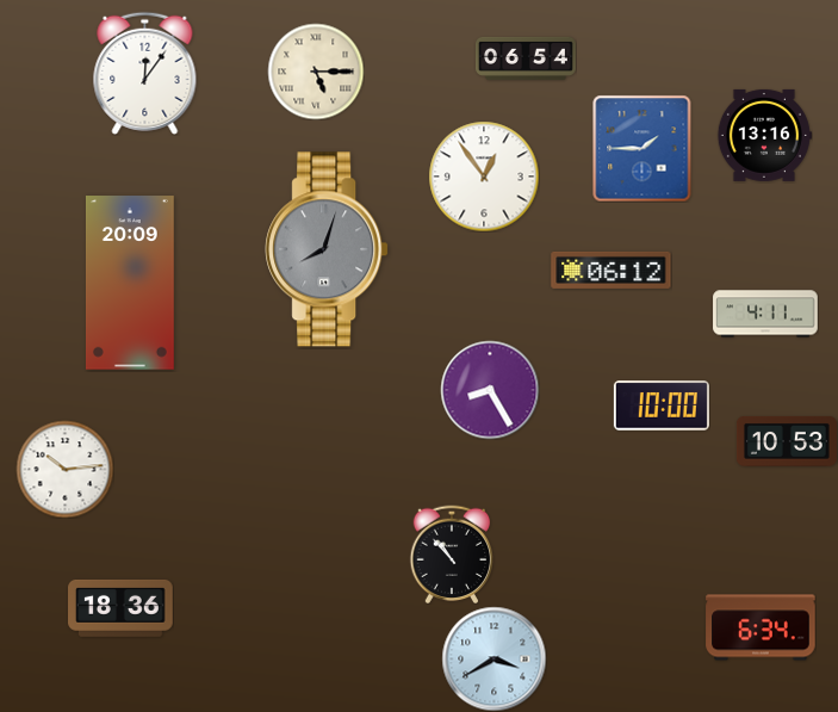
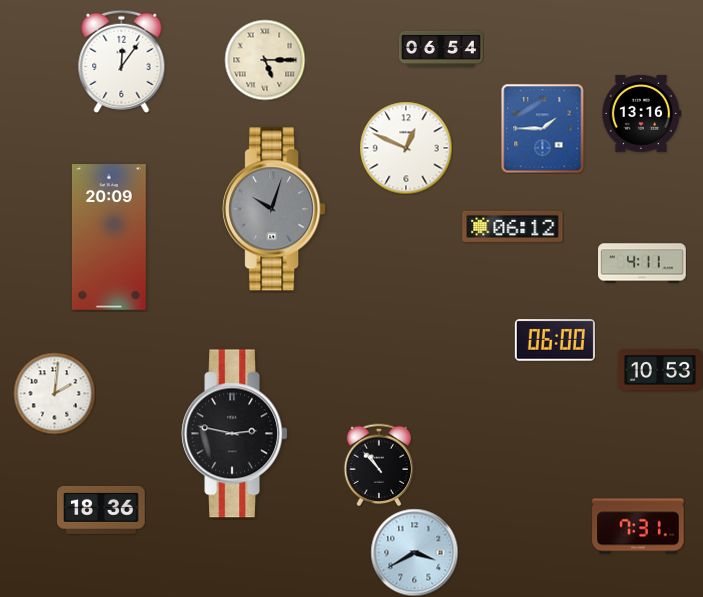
clock at (643, 148) position: (643, 148) -> (543, 128)
clock at (484, 177): 12:54 -> 12:49
clock at (327, 249): 8:03 -> 10:03
clock at (490, 390): 8:25 -> none
clock at (662, 405): 10:00 -> 06:00
clock at (64, 469): 10:14 -> 2:01
clock at (234, 434): none -> 2:47
clock at (761, 627): 6:34 -> 7:31
